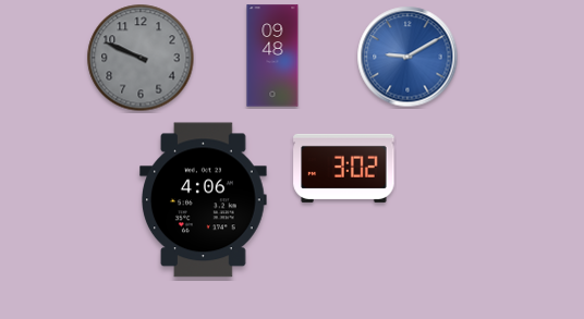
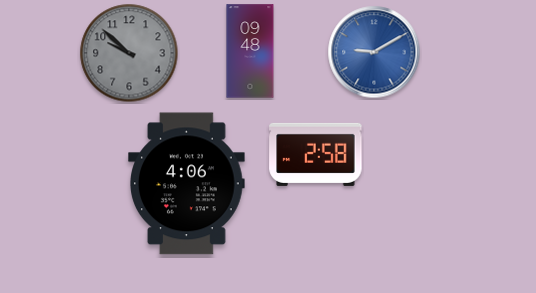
clock at (141, 58): 9:49 -> 9:52
clock at (344, 168): 3:02 -> 2:58
